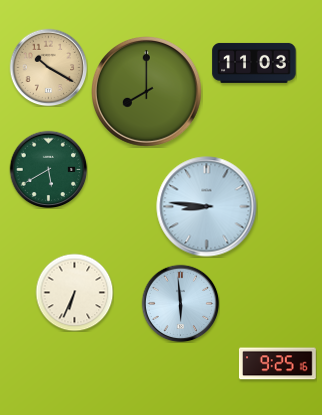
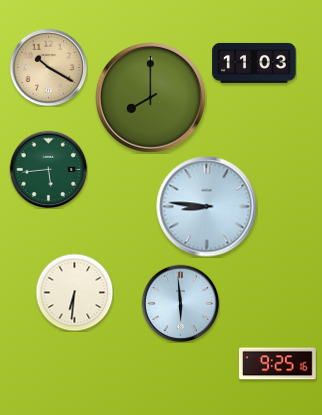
clock at (147, 92) position: (147, 92) -> (151, 98)
clock at (48, 169): 5:40 -> 5:44
clock at (74, 292): 6:34 -> 6:31
